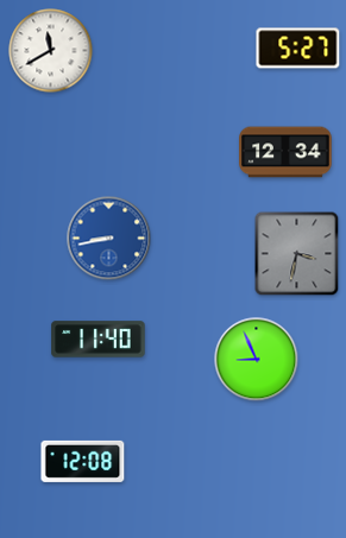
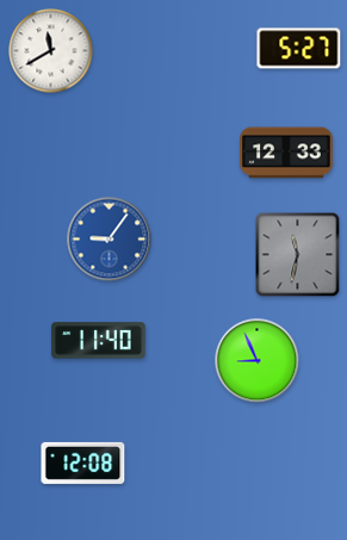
clock at (285, 152): 12:34 -> 12:33
clock at (109, 239): 8:43 -> 9:06
clock at (297, 254): 3:32 -> 11:32
